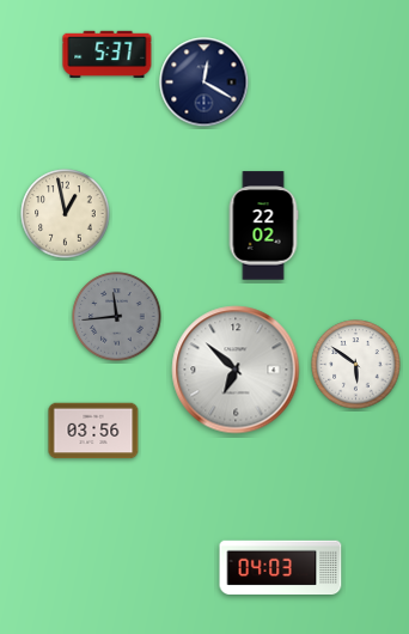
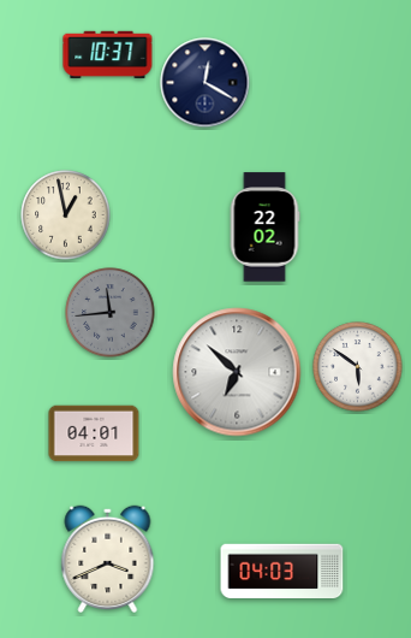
clock at (108, 54): 5:37 -> 10:37
clock at (117, 317) position: (117, 317) -> (111, 313)
clock at (93, 431): 03:56 -> 04:01
clock at (108, 559): none -> 3:41
